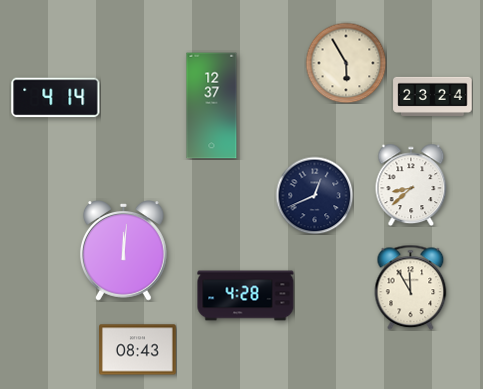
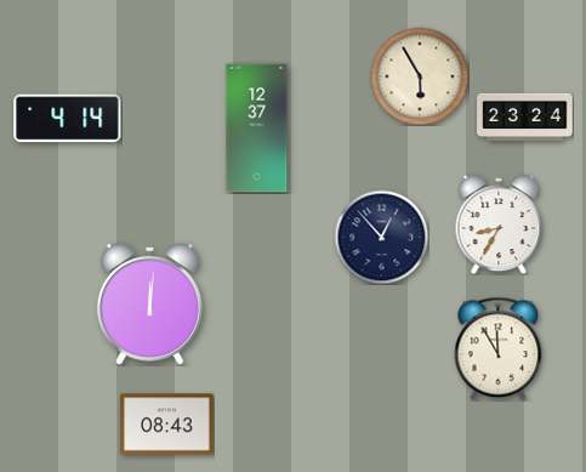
clock at (411, 185): 8:38 -> 8:35
clock at (314, 195): 12:41 -> 12:53
clock at (246, 296): 4:28 -> none
